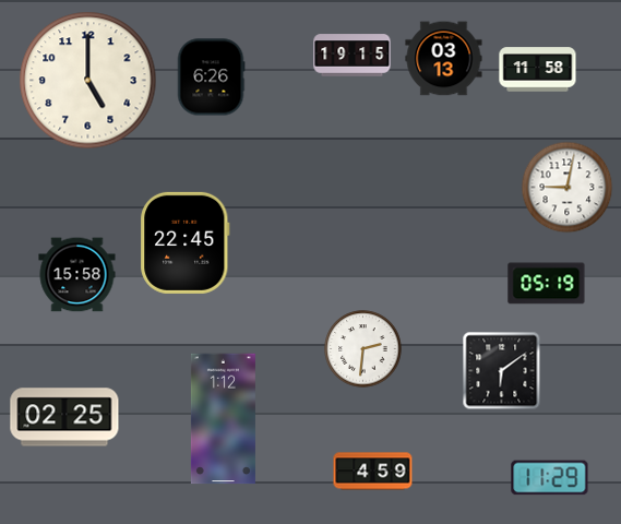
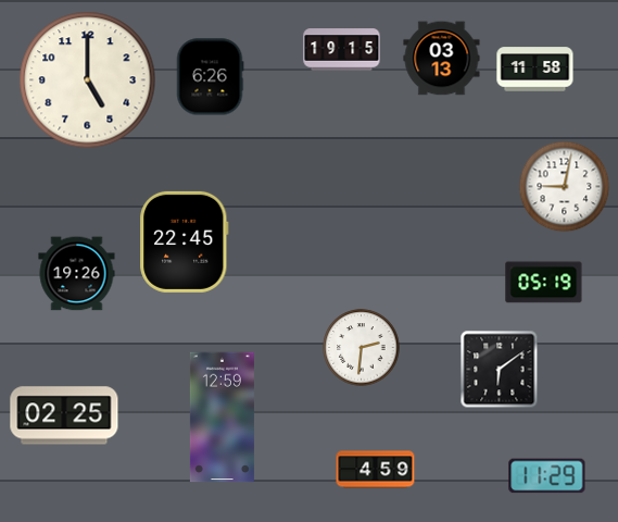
clock at (353, 56) position: (353, 56) -> (342, 50)
clock at (77, 275): 15:58 -> 19:26
clock at (223, 419): 1:12 -> 12:59
clock at (373, 472) position: (373, 472) -> (376, 470)
